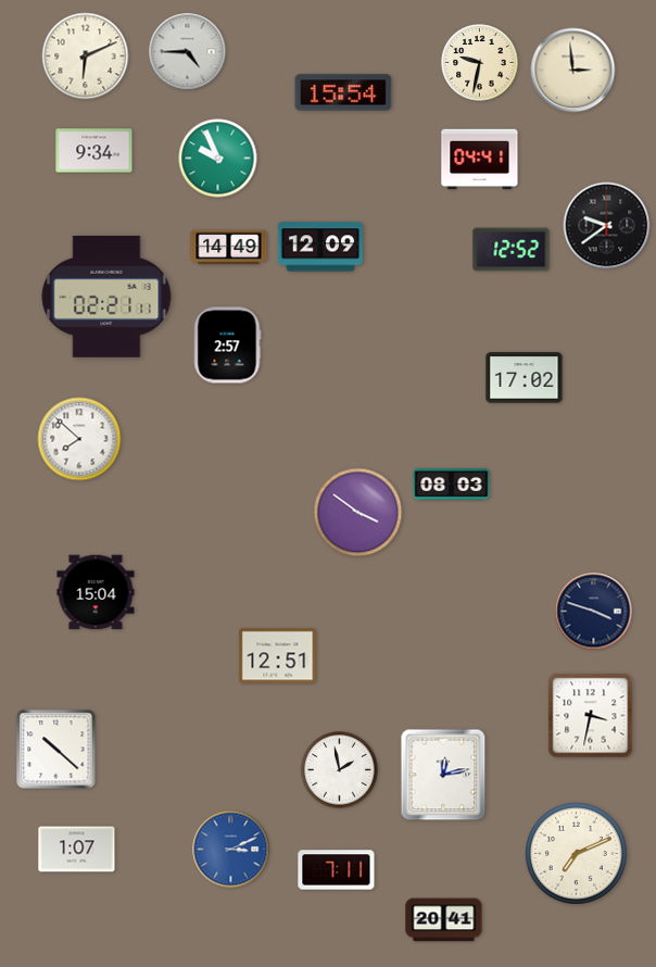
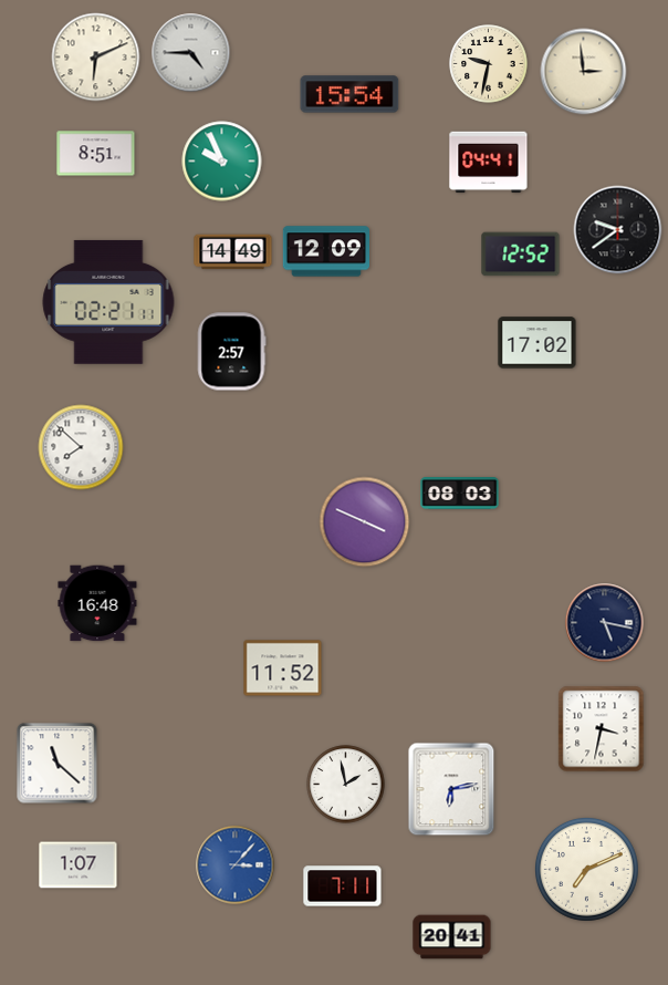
clock at (86, 56) position: (86, 56) -> (96, 58)
clock at (94, 151): 9:34 -> 8:51
clock at (525, 378) position: (525, 378) -> (537, 343)
clock at (358, 513): 3:51 -> 3:49
clock at (96, 592): 15:04 -> 16:48
clock at (594, 612): 3:48 -> 5:17
clock at (278, 656): 12:51 -> 11:52
clock at (56, 750): 10:22 -> 11:22
clock at (443, 775): 12:13 -> 6:13
clock at (231, 850): 3:11 -> 3:07
